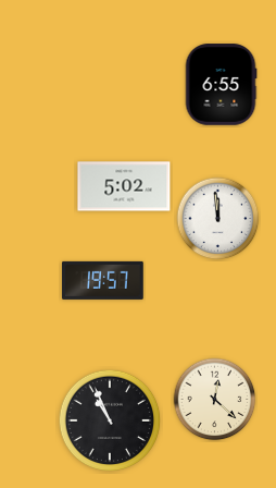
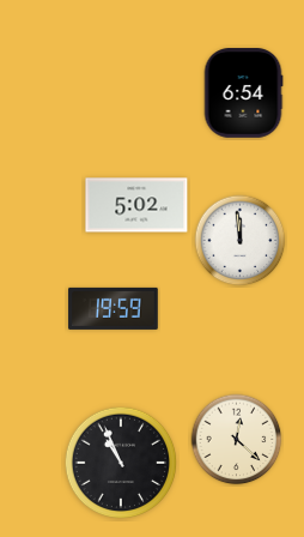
clock at (221, 85): 6:55 -> 6:54
clock at (103, 280): 19:57 -> 19:59
